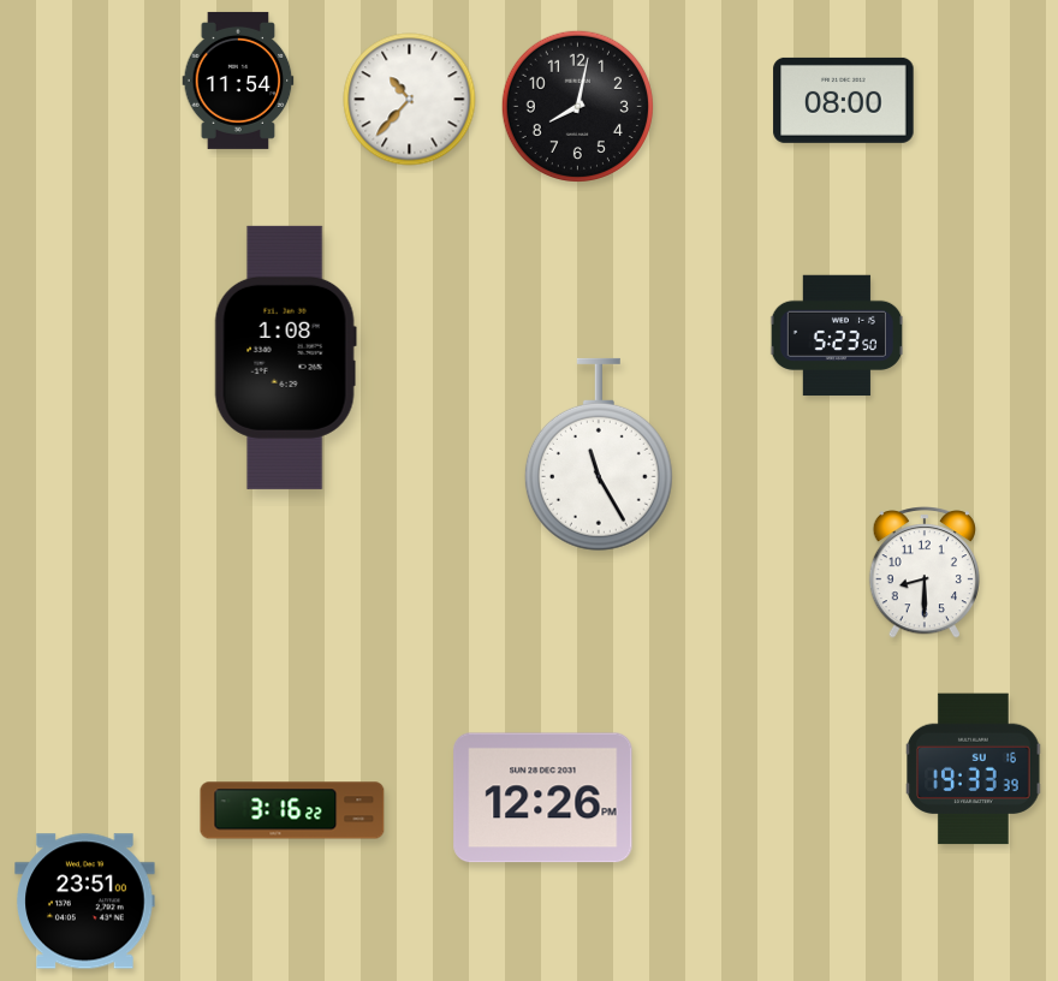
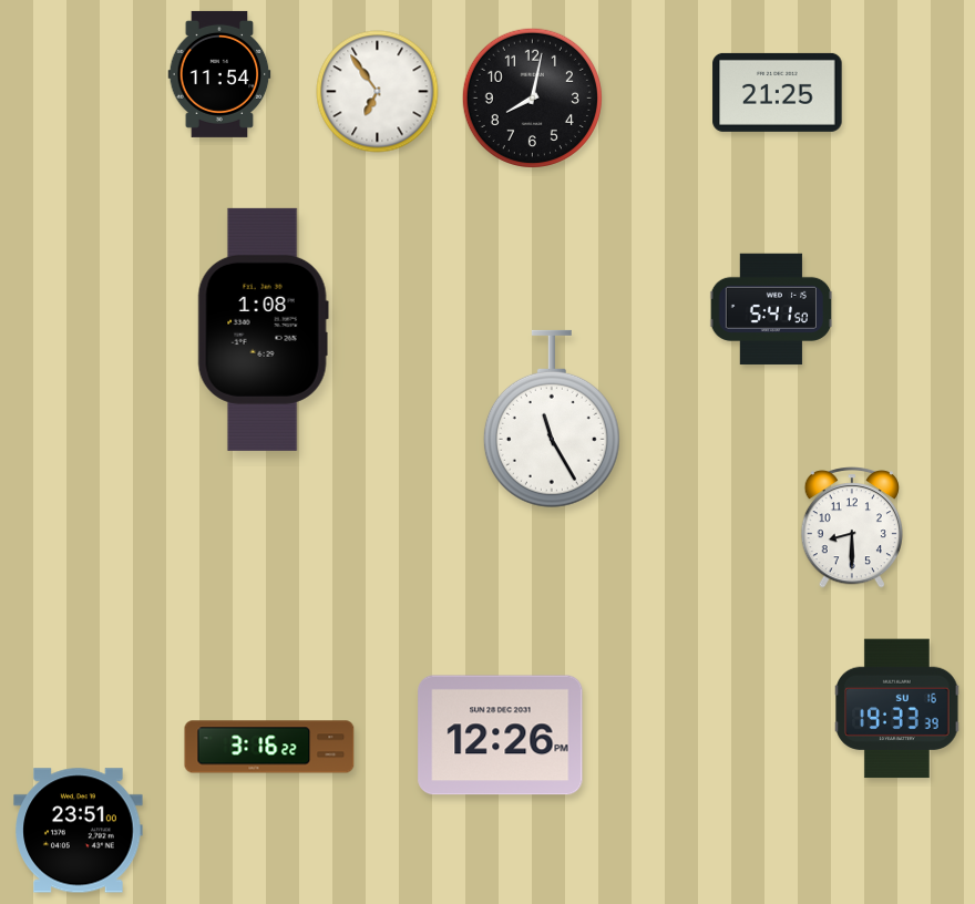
clock at (410, 100): 10:37 -> 6:54
clock at (844, 100): 08:00 -> 21:25
clock at (836, 335): 5:23 -> 5:41
